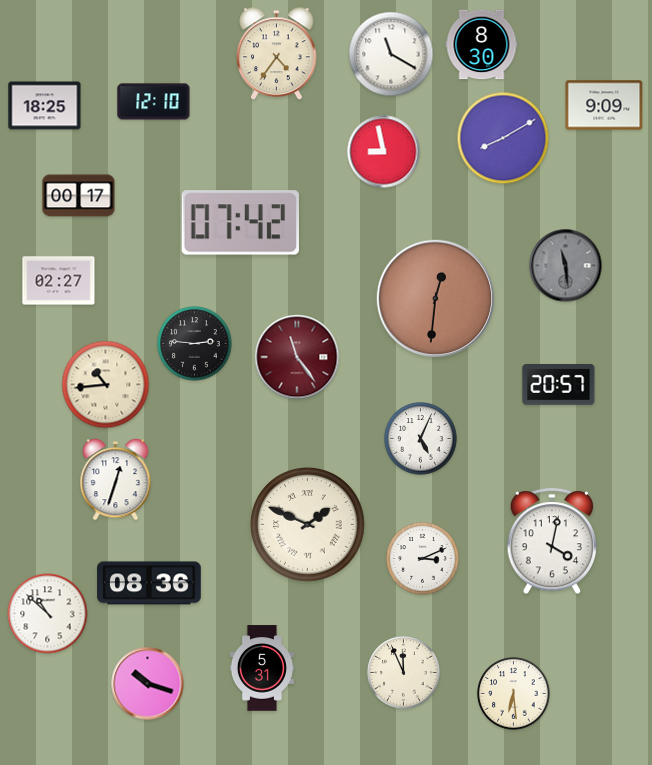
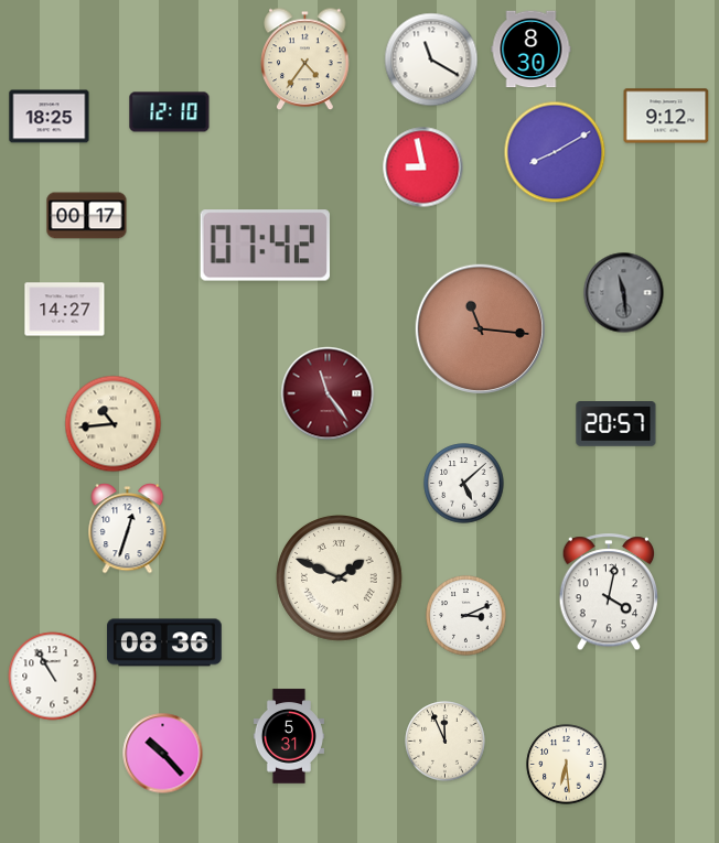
clock at (604, 105): 9:09 -> 9:12
clock at (59, 281): 02:27 -> 14:27
clock at (435, 298): 12:31 -> 11:16
clock at (195, 344): 2:46 -> none
clock at (106, 385) position: (106, 385) -> (114, 424)
clock at (421, 439): 5:04 -> 5:08
clock at (552, 542) position: (552, 542) -> (609, 593)
clock at (48, 614): 10:52 -> 10:55
clock at (148, 684): 10:18 -> 10:23
